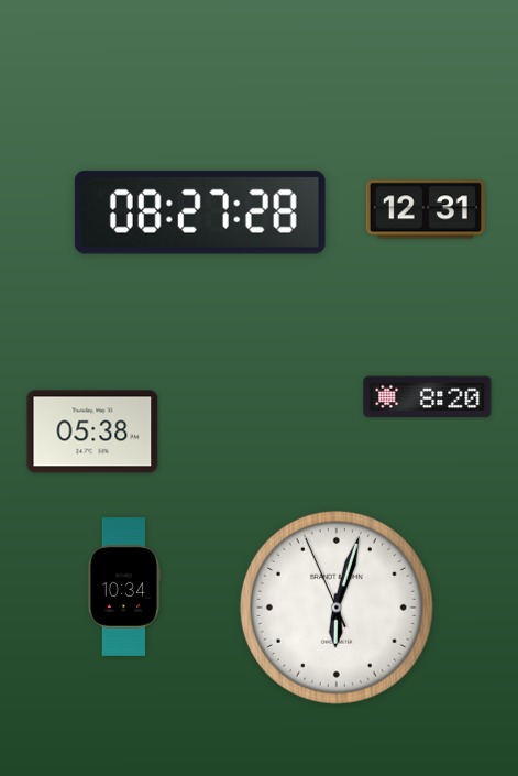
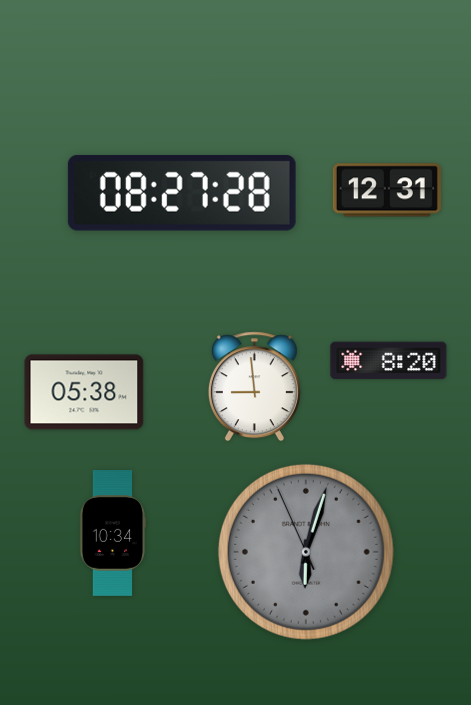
clock at (254, 387): none -> 8:59
clock at (337, 608) dial: white -> grey
